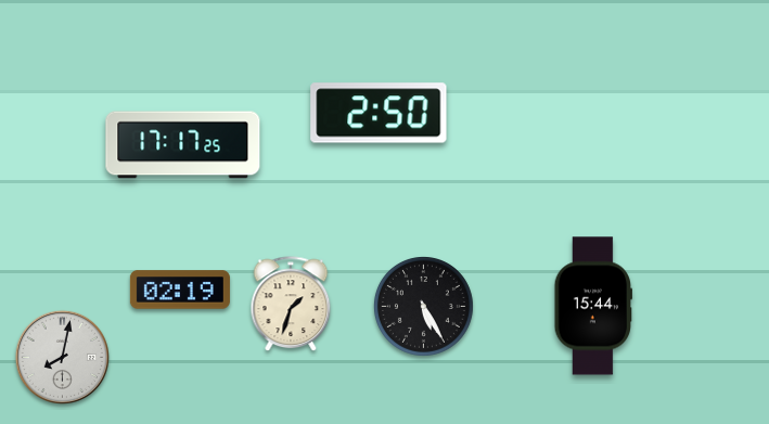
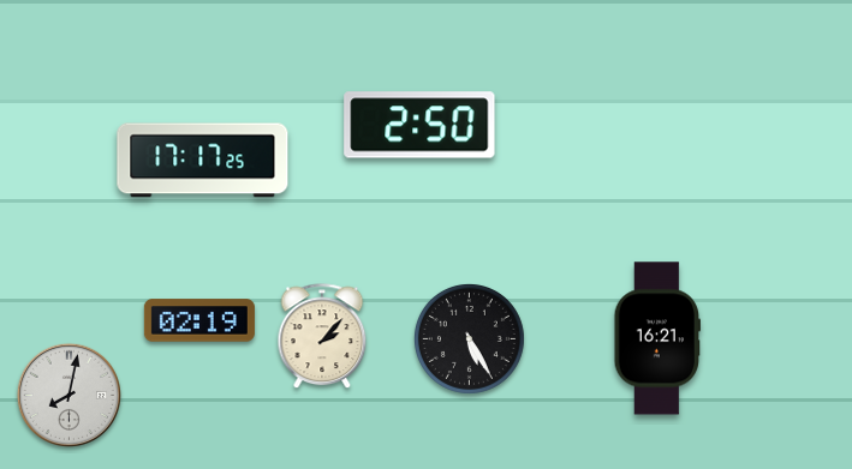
clock at (291, 305): 1:33 -> 2:07
clock at (592, 306): 15:44 -> 16:21
